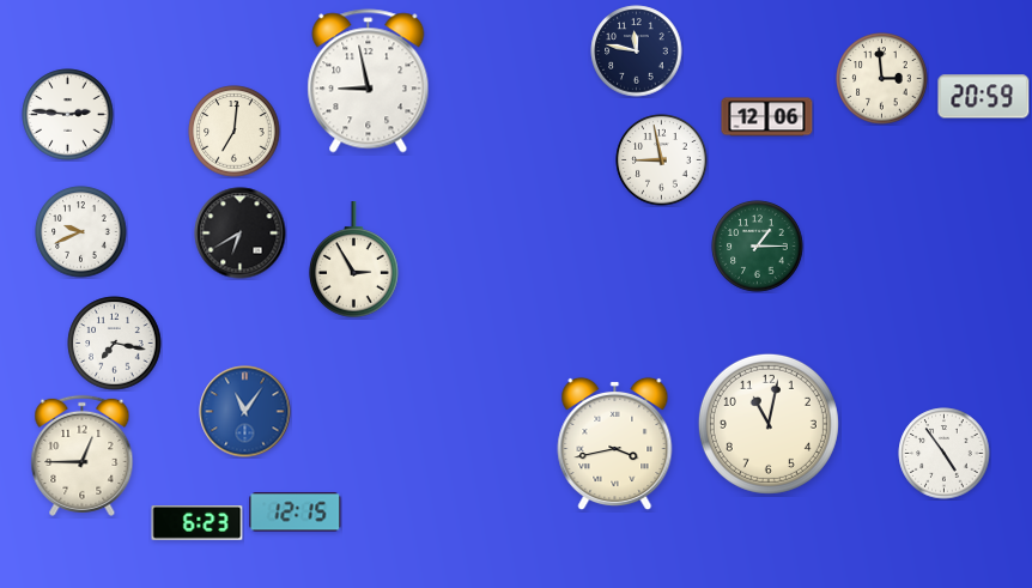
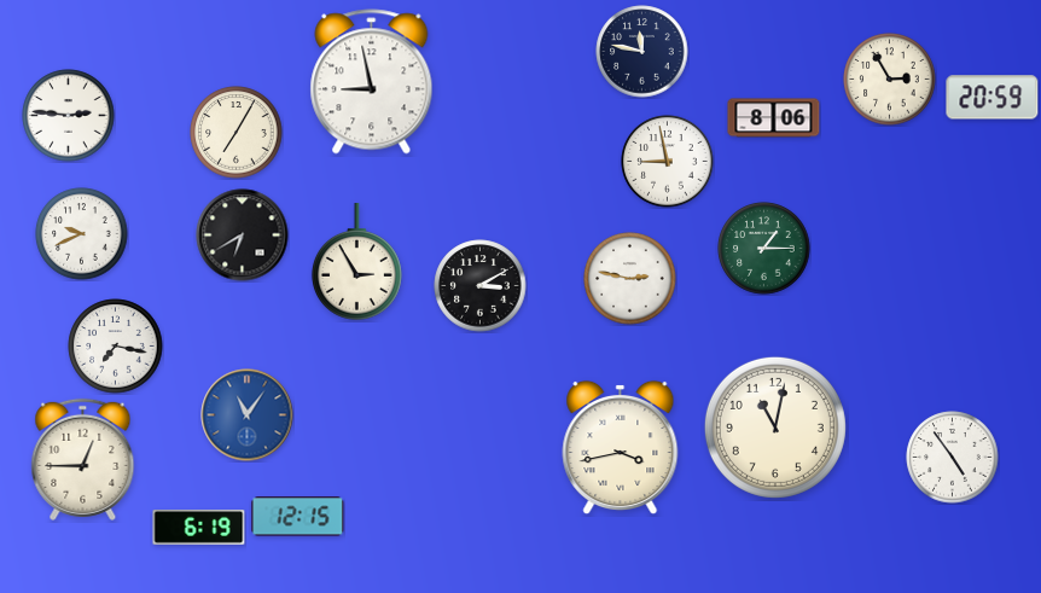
clock at (882, 79): 2:59 -> 2:55
clock at (767, 117): 12:06 -> 8:06
clock at (235, 132): 7:01 -> 7:05
clock at (630, 279): none -> 2:47
clock at (481, 286): none -> 3:10
clock at (198, 523): 6:23 -> 6:19
